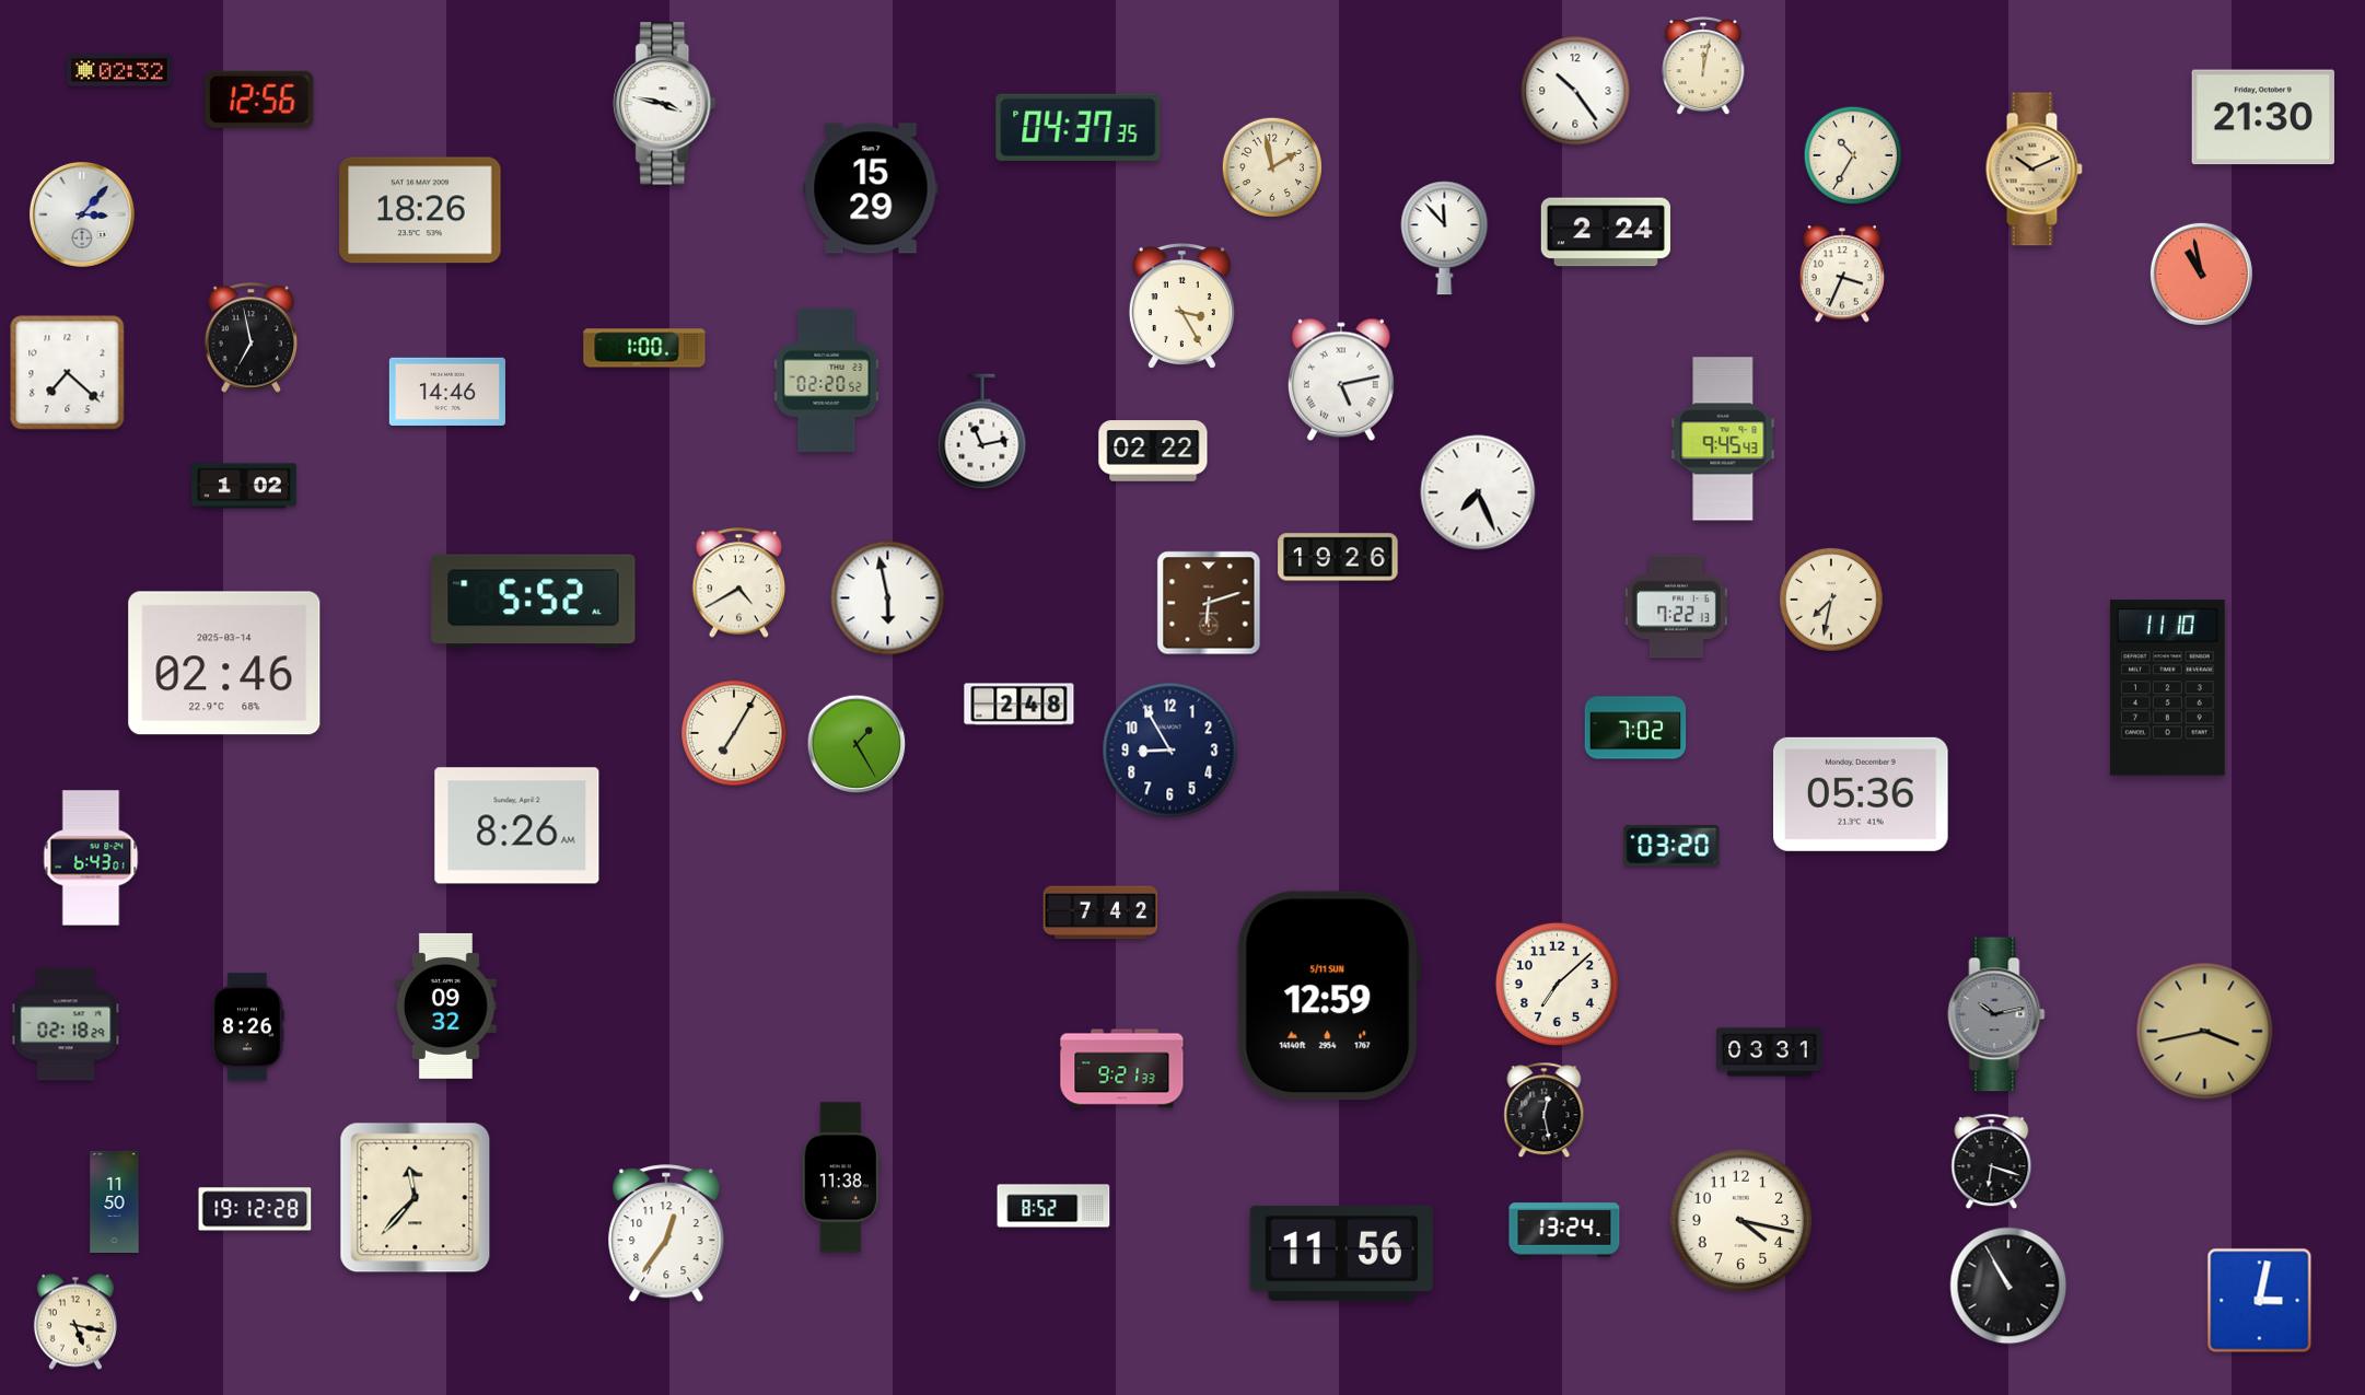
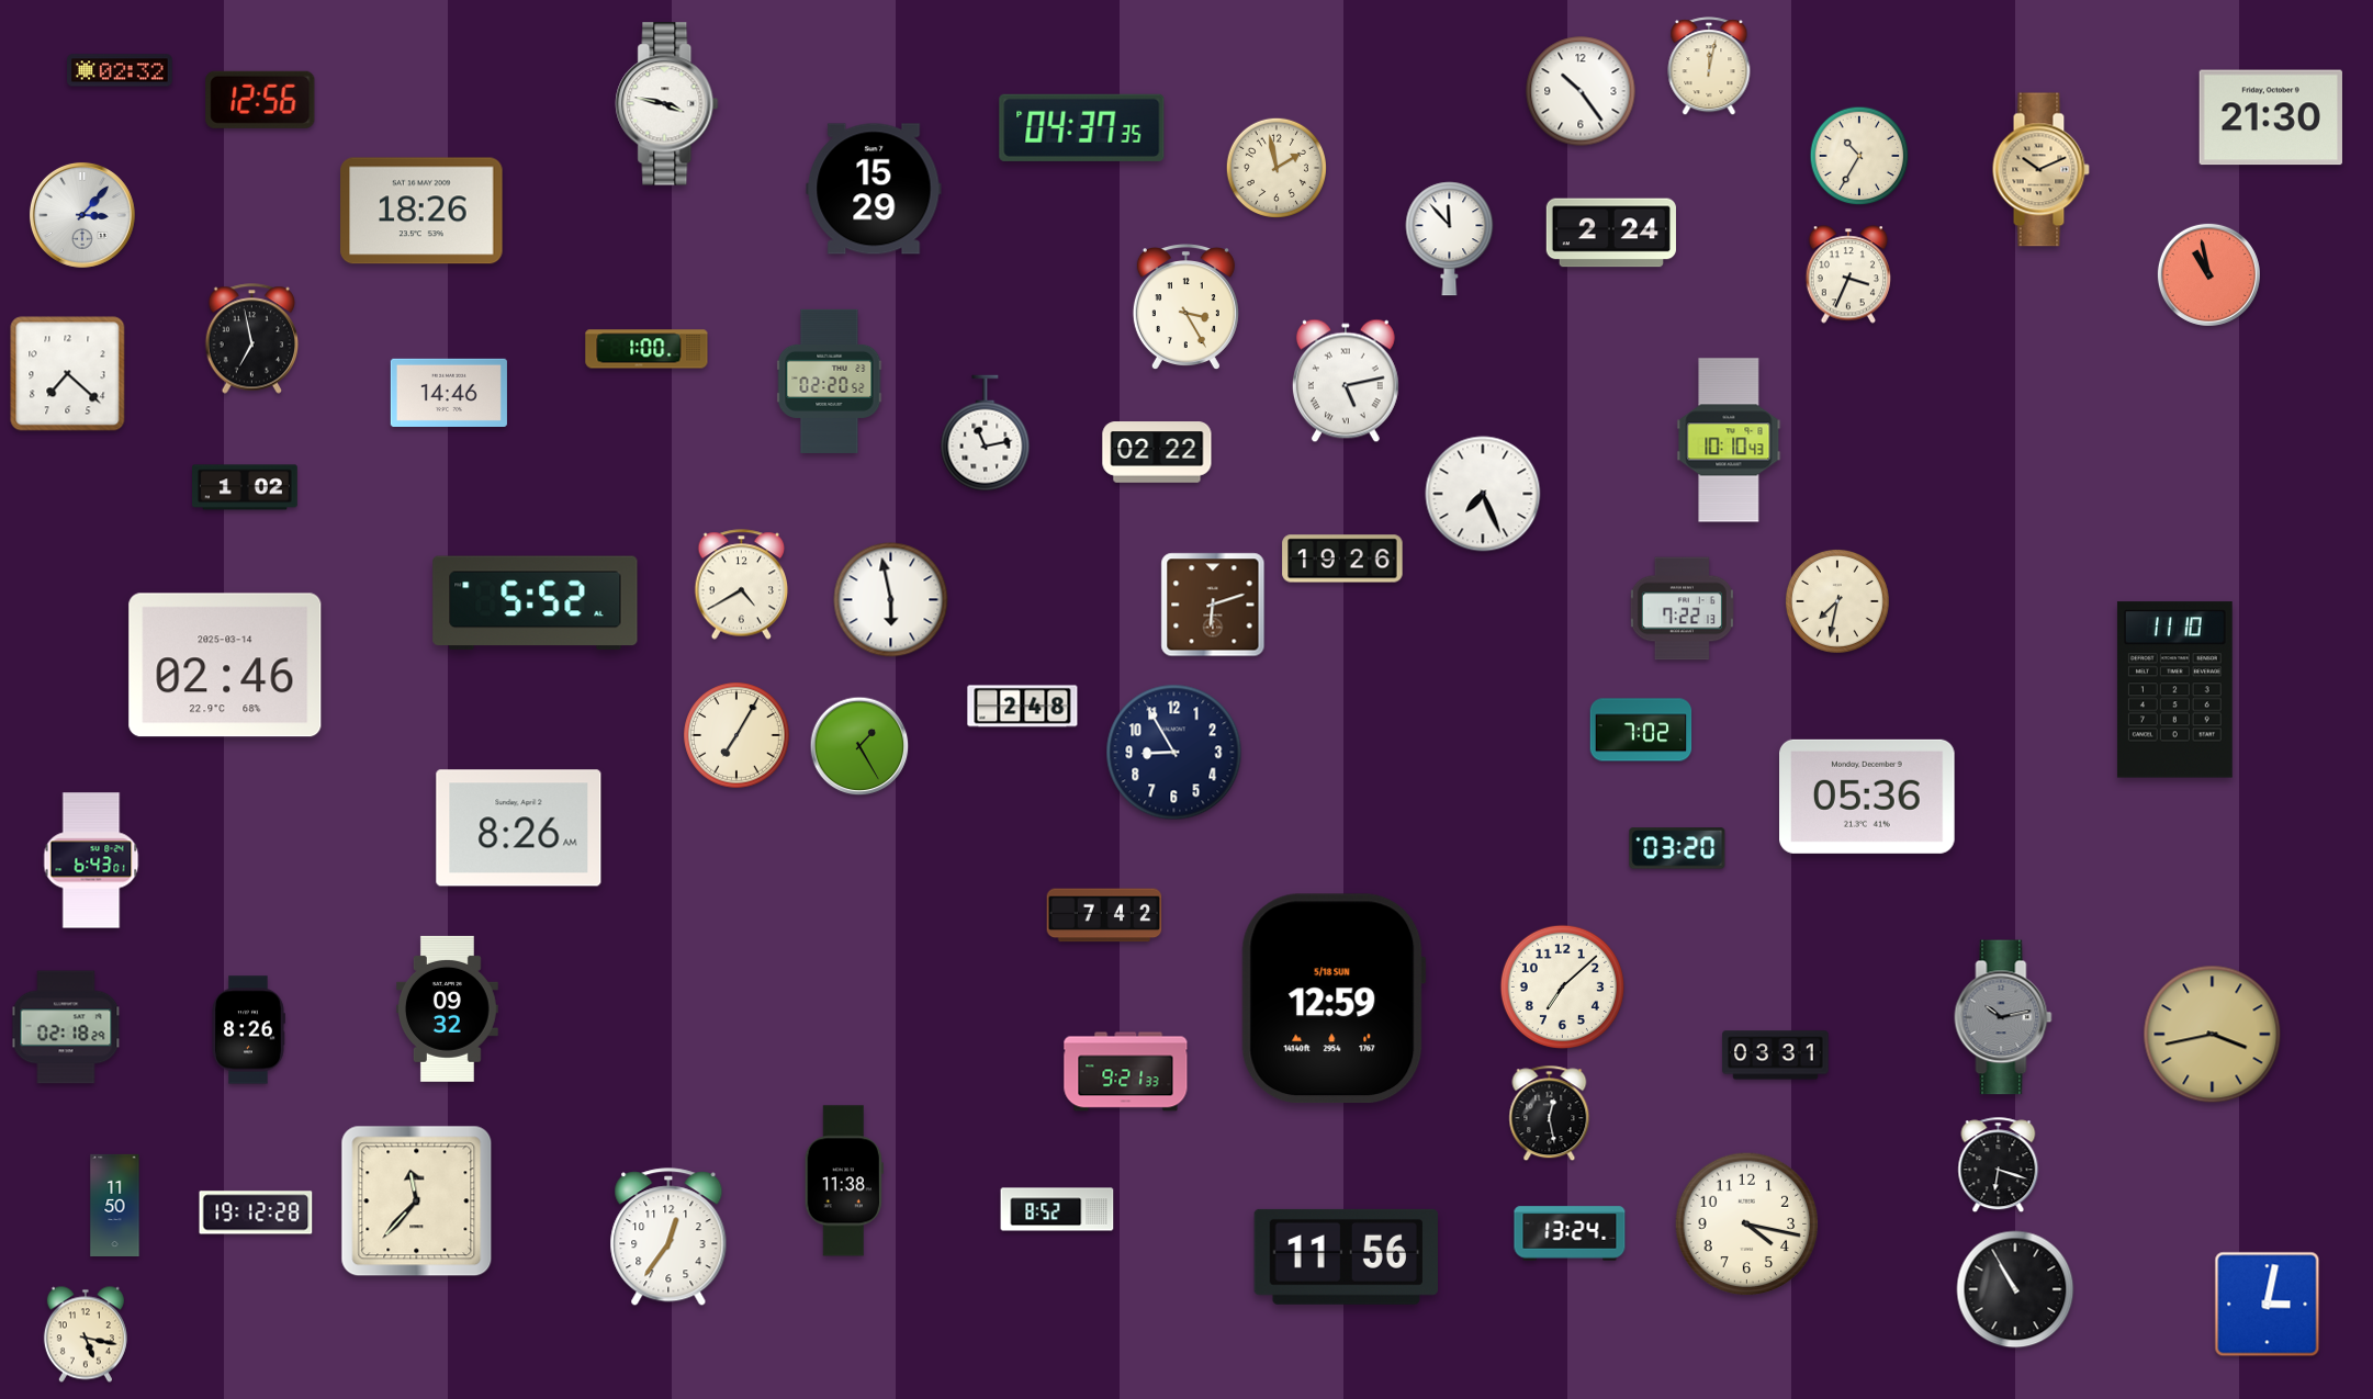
clock at (1723, 439): 9:45 -> 10:10
clock at (1329, 996) date: 5/11 SUN -> 5/18 SUN
clock at (75, 1322) position: (75, 1322) -> (86, 1334)
